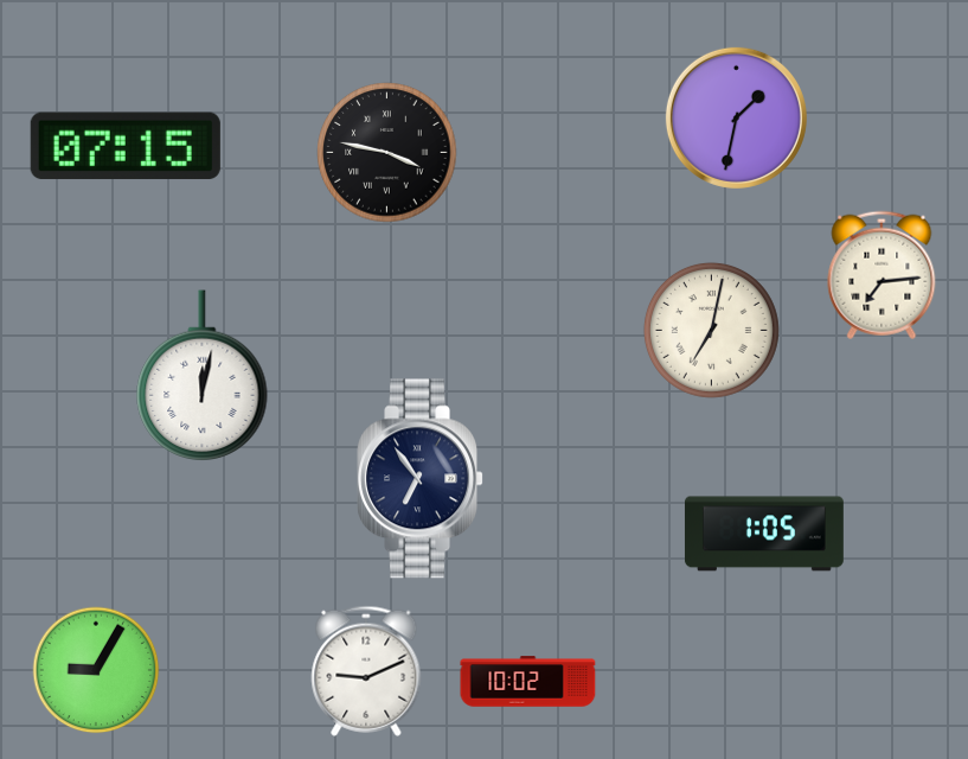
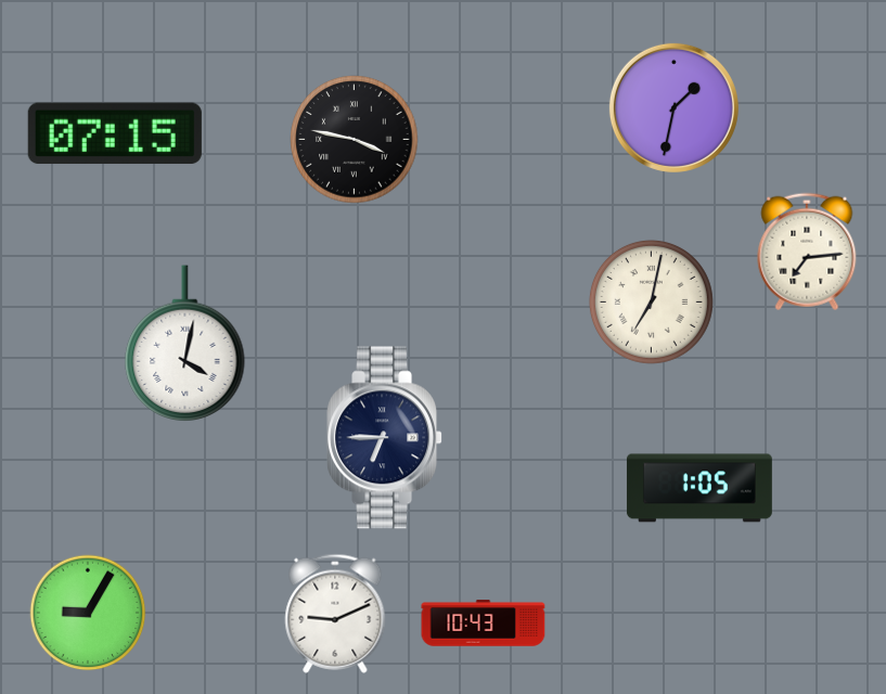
clock at (203, 375): 12:02 -> 4:02
clock at (421, 479): 6:54 -> 6:45
clock at (528, 682): 10:02 -> 10:43
